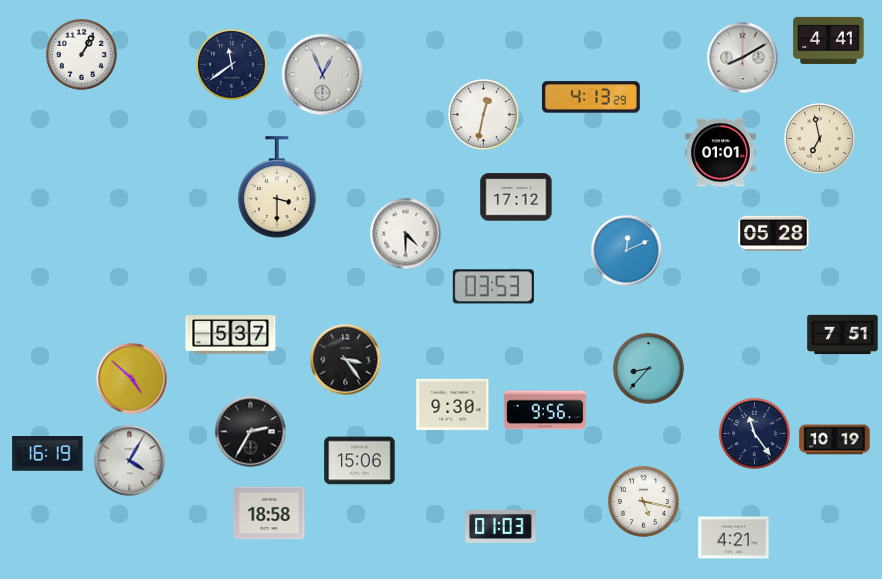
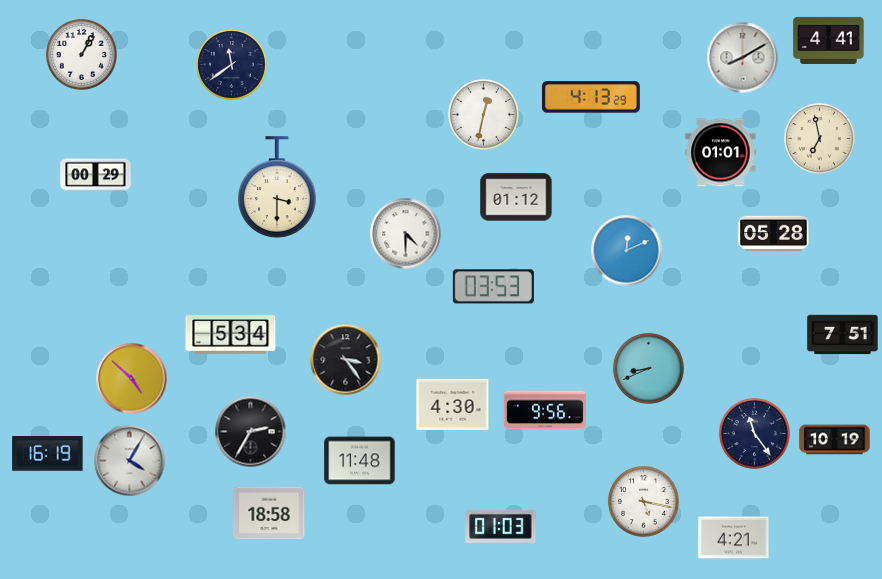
clock at (323, 75): 12:56 -> none
clock at (96, 175): none -> 00:29
clock at (516, 197): 17:12 -> 01:12
clock at (231, 335): 5:37 -> 5:34
clock at (648, 368): 8:37 -> 8:41
clock at (453, 404): 9:30 -> 4:30
clock at (360, 461): 15:06 -> 11:48
